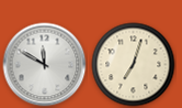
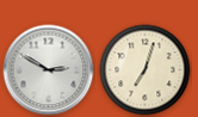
clock at (45, 65): 11:50 -> 2:50
